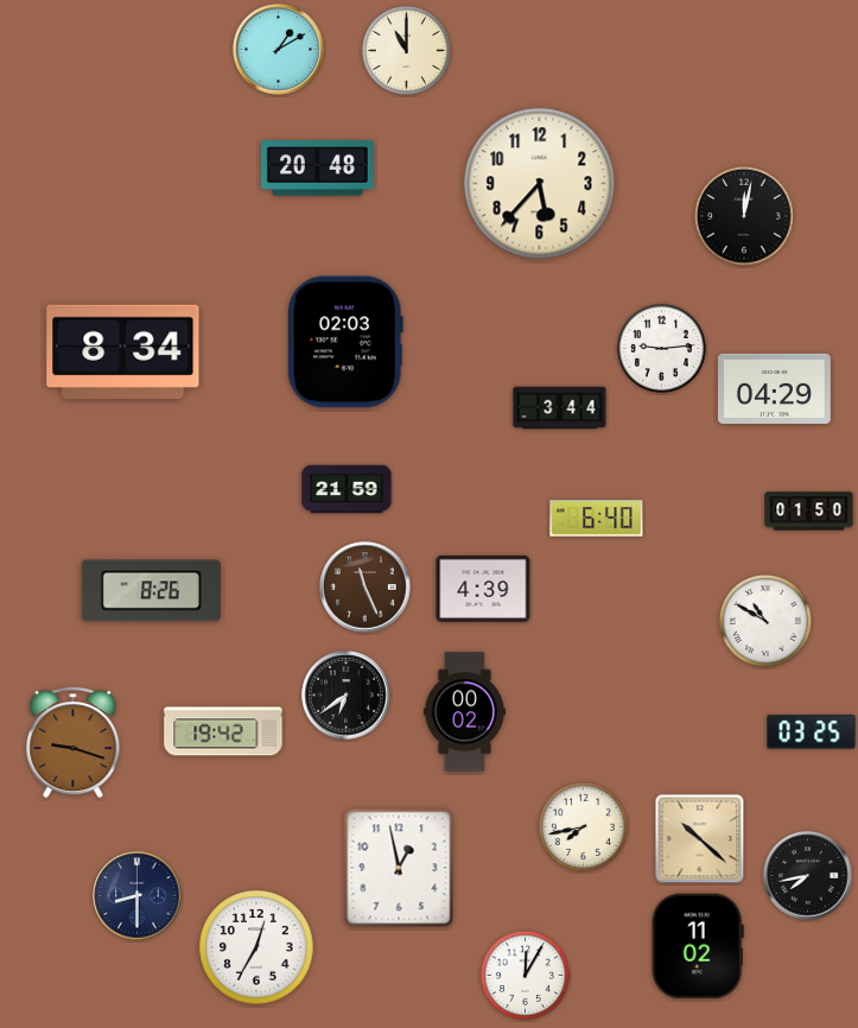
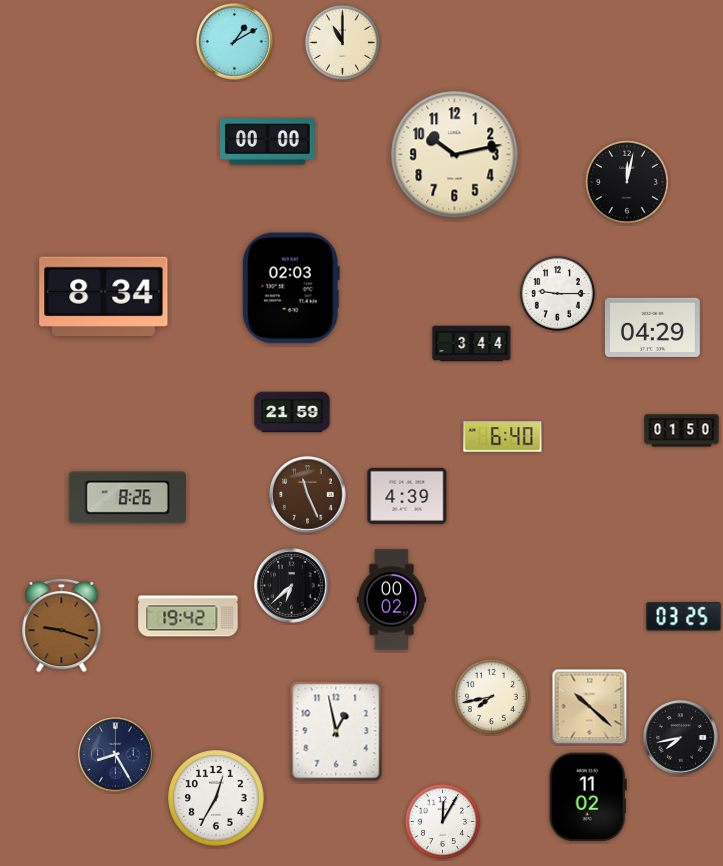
clock at (317, 169): 20:48 -> 00:00
clock at (540, 184): 5:37 -> 10:13
clock at (661, 348): 9:14 -> 9:15
clock at (765, 621): 10:50 -> none
clock at (347, 696): 6:39 -> 6:38
clock at (138, 896): 8:30 -> 8:25
